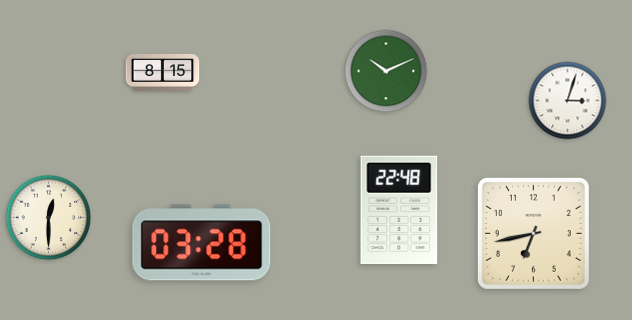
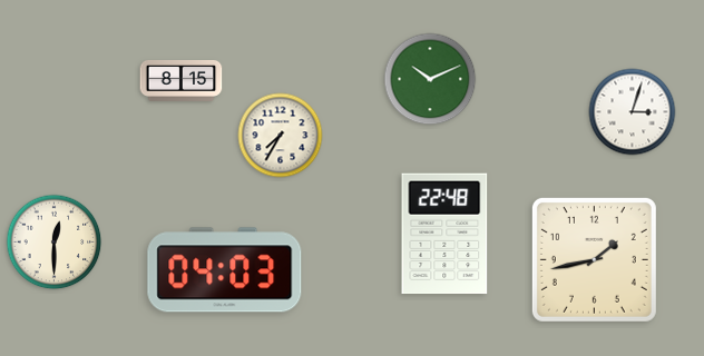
clock at (281, 136): none -> 7:35
clock at (533, 233): 6:43 -> 1:43
clock at (202, 243): 03:28 -> 04:03
